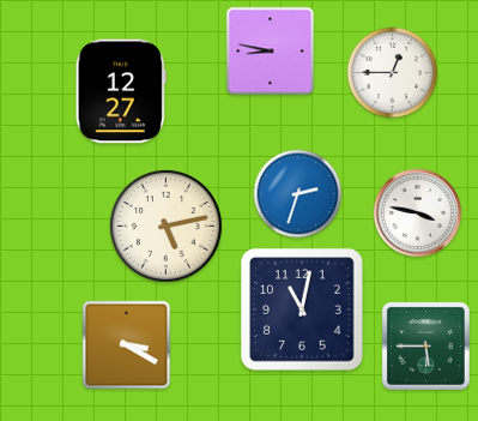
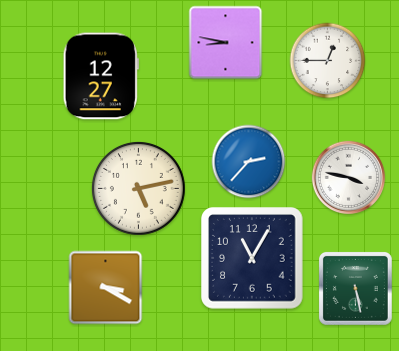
clock at (298, 194): 2:33 -> 2:37
clock at (303, 311): 11:02 -> 11:05
clock at (425, 345): 5:45 -> 5:28
